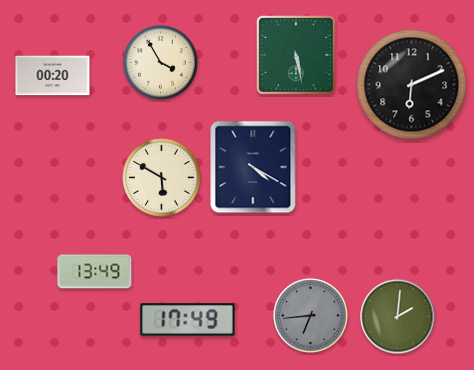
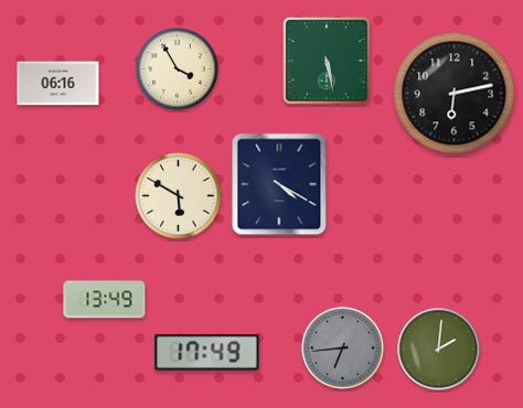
clock at (53, 76): 00:20 -> 06:16
clock at (412, 85): 6:11 -> 6:13
